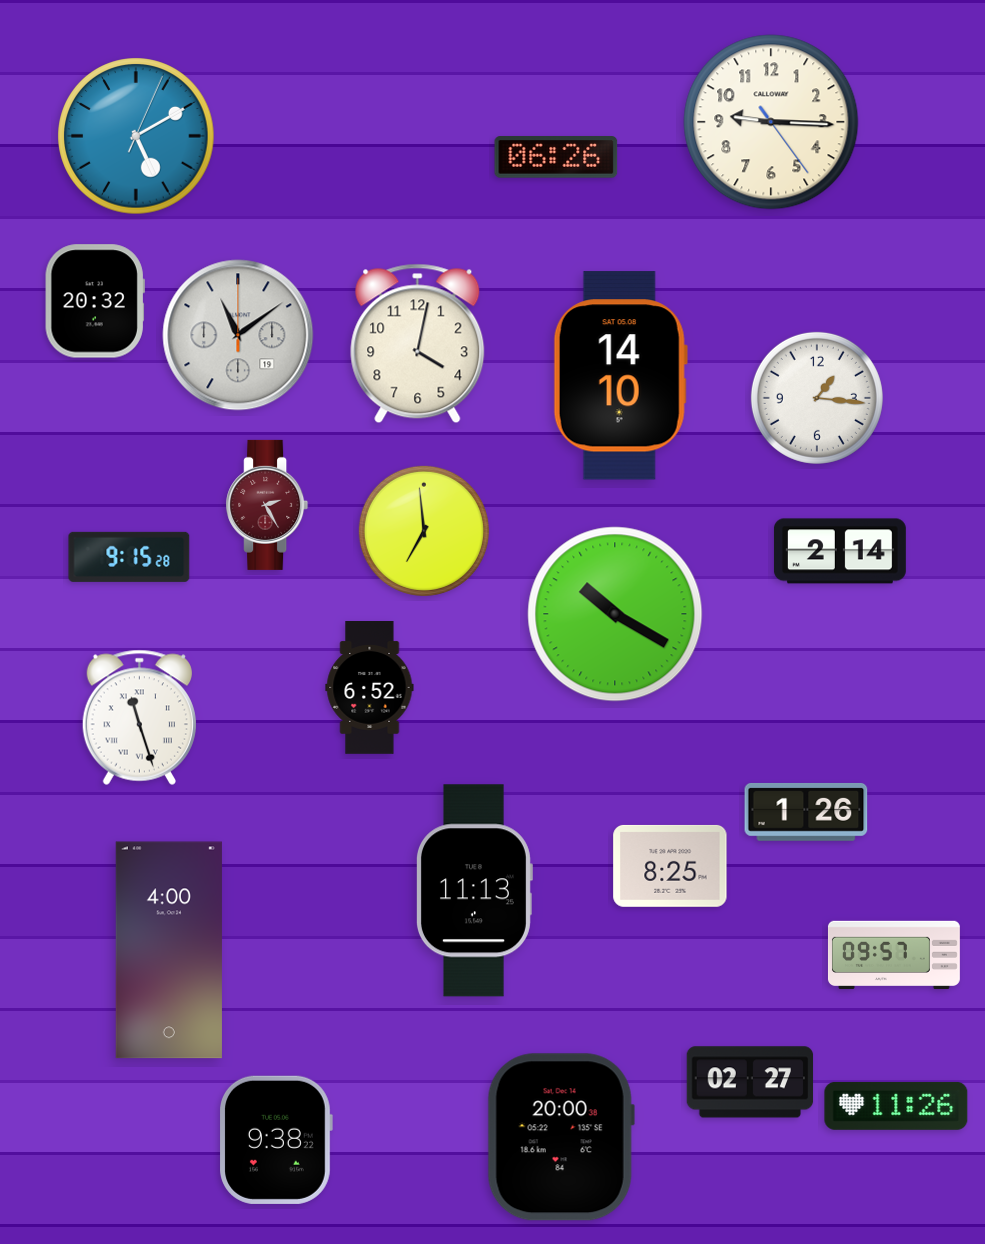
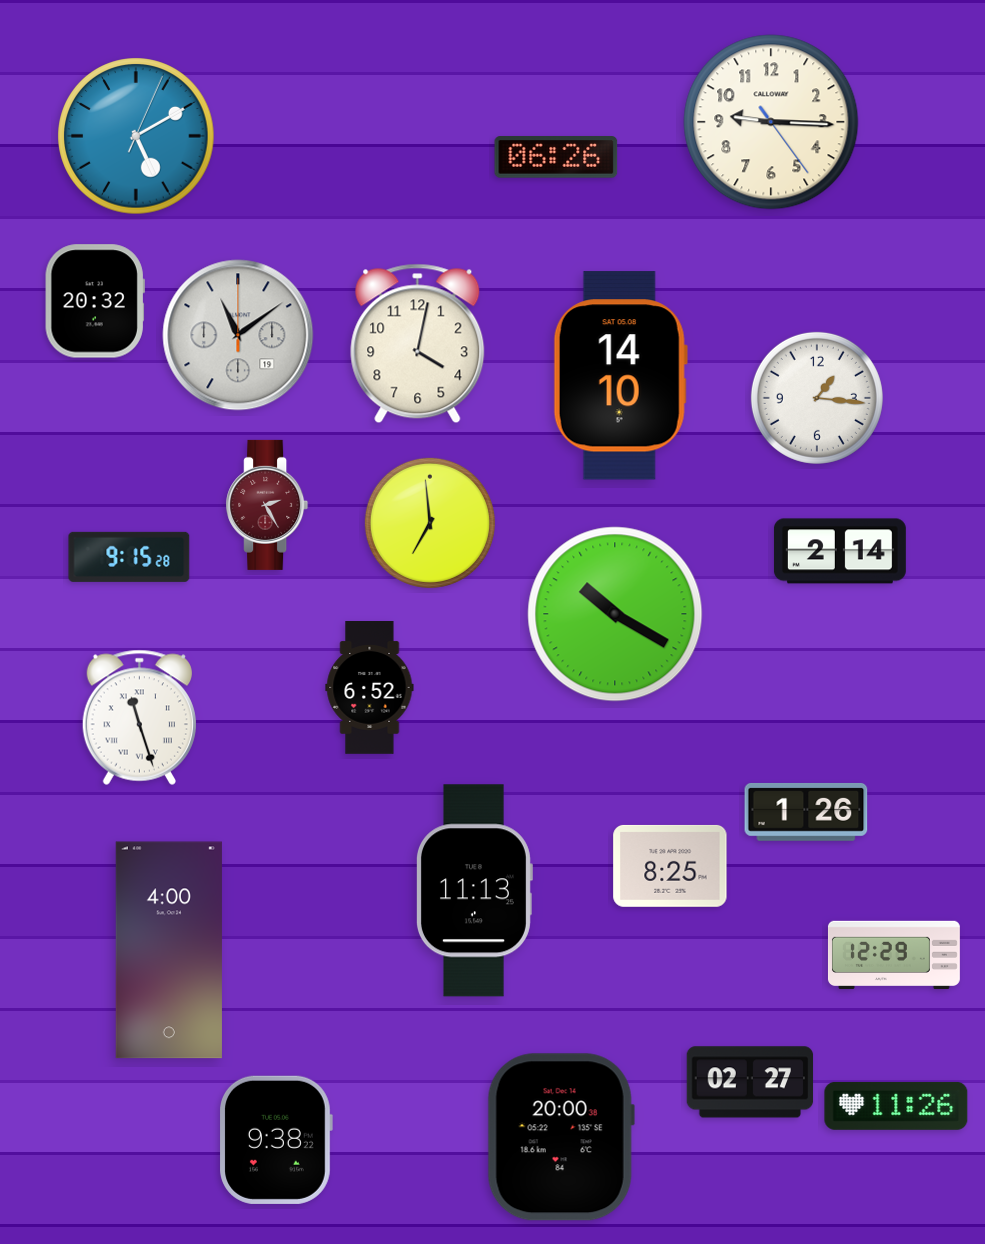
clock at (424, 531) position: (424, 531) -> (430, 523)
clock at (894, 955): 09:57 -> 12:29
